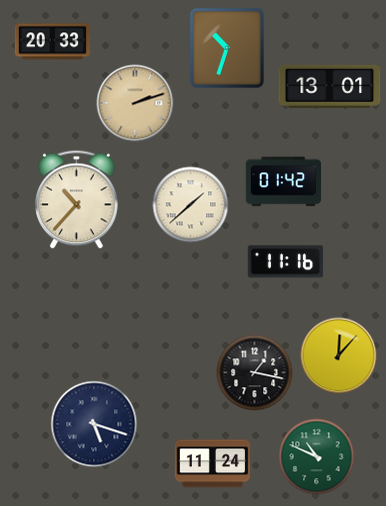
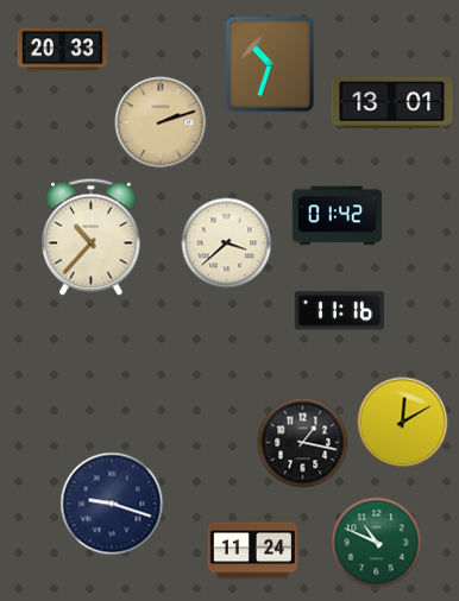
clock at (227, 48) position: (227, 48) -> (270, 64)
clock at (191, 205): 1:38 -> 3:38
clock at (339, 356): 12:07 -> 12:10
clock at (94, 424): 5:18 -> 9:18
